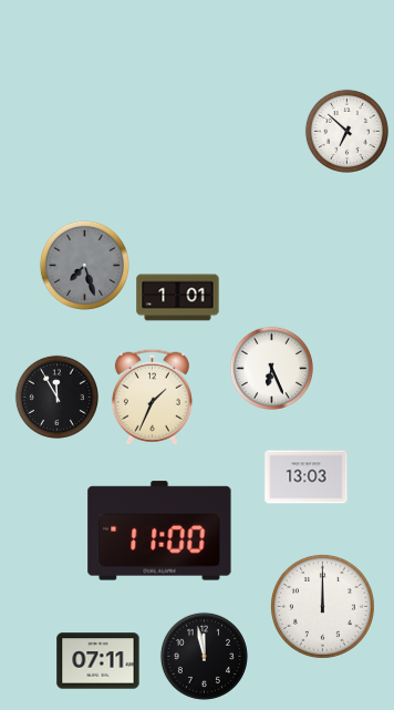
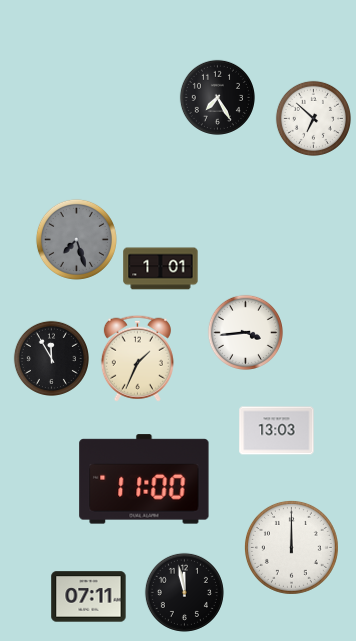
clock at (217, 97): none -> 7:25
clock at (271, 368): 6:26 -> 3:44
